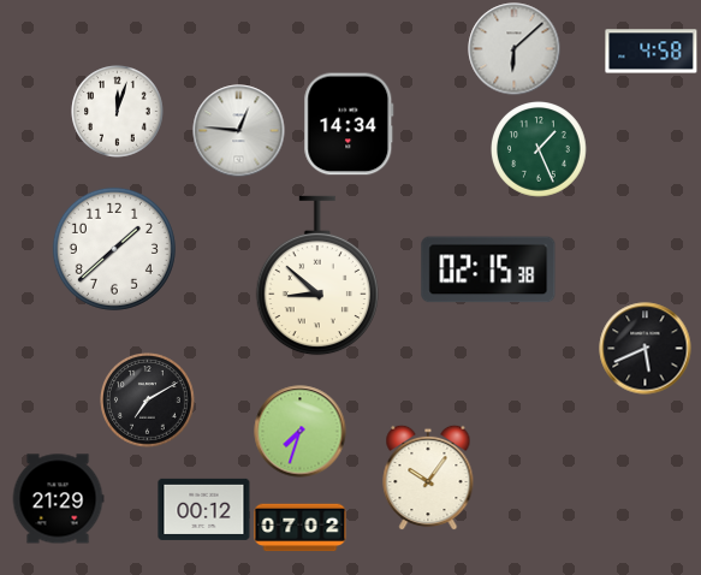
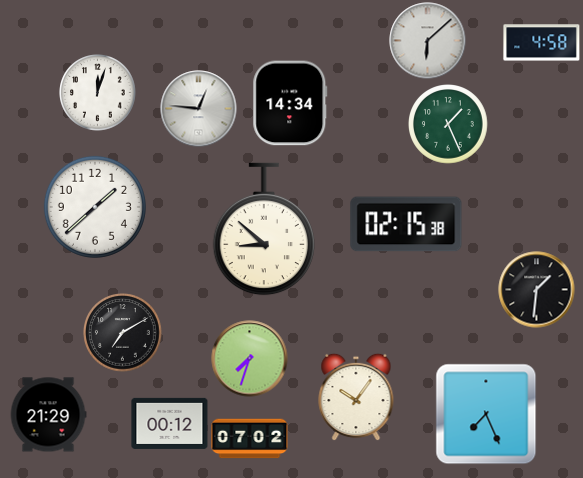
clock at (646, 349): 5:41 -> 1:31
clock at (486, 414): none -> 7:26
